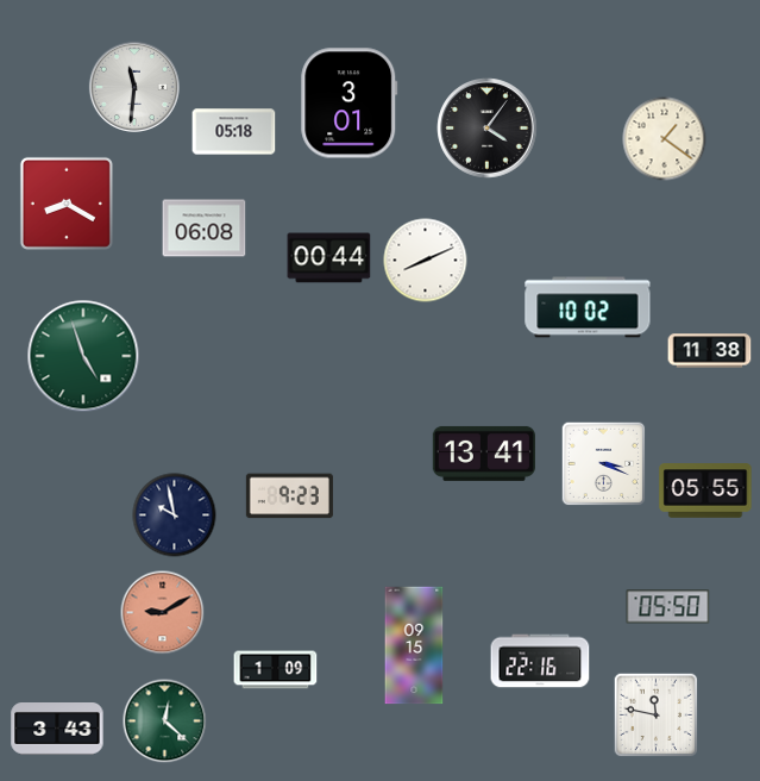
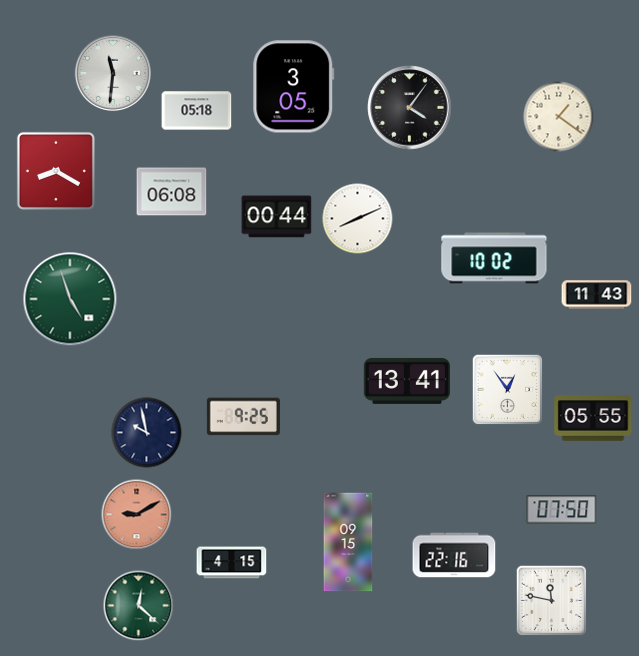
clock at (350, 104): 3:01 -> 3:05
clock at (710, 351): 11:38 -> 11:43
clock at (604, 464): 3:19 -> 12:54
clock at (705, 491) position: (705, 491) -> (593, 418)
clock at (289, 496): 9:23 -> 9:25
clock at (668, 607): 05:50 -> 07:50
clock at (276, 670): 1:09 -> 4:15
clock at (57, 730): 3:43 -> none
